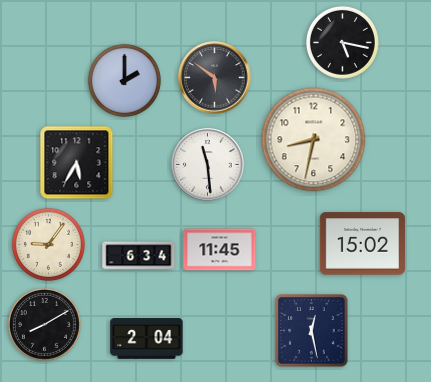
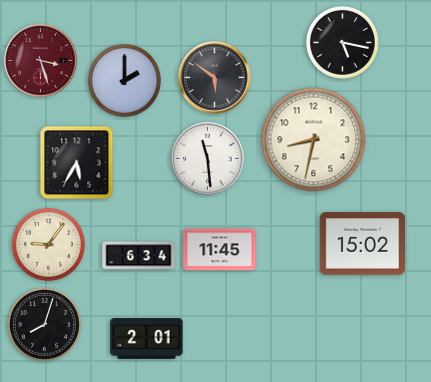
clock at (41, 61): none -> 3:27
clock at (208, 165) position: (208, 165) -> (208, 159)
clock at (44, 324): 8:10 -> 8:03
clock at (312, 331): 12:28 -> none
clock at (147, 339): 2:04 -> 2:01
